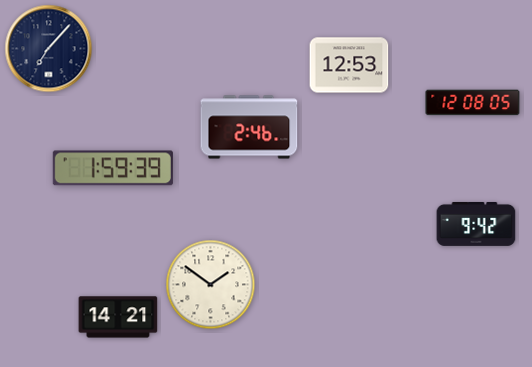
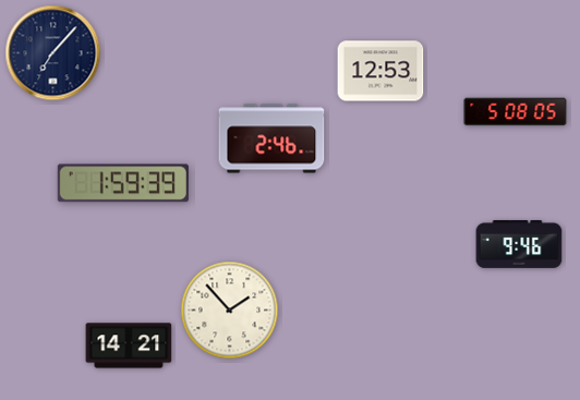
clock at (473, 103): 12:08 -> 5:08
clock at (476, 224): 9:42 -> 9:46
clock at (211, 285): 1:51 -> 1:53
